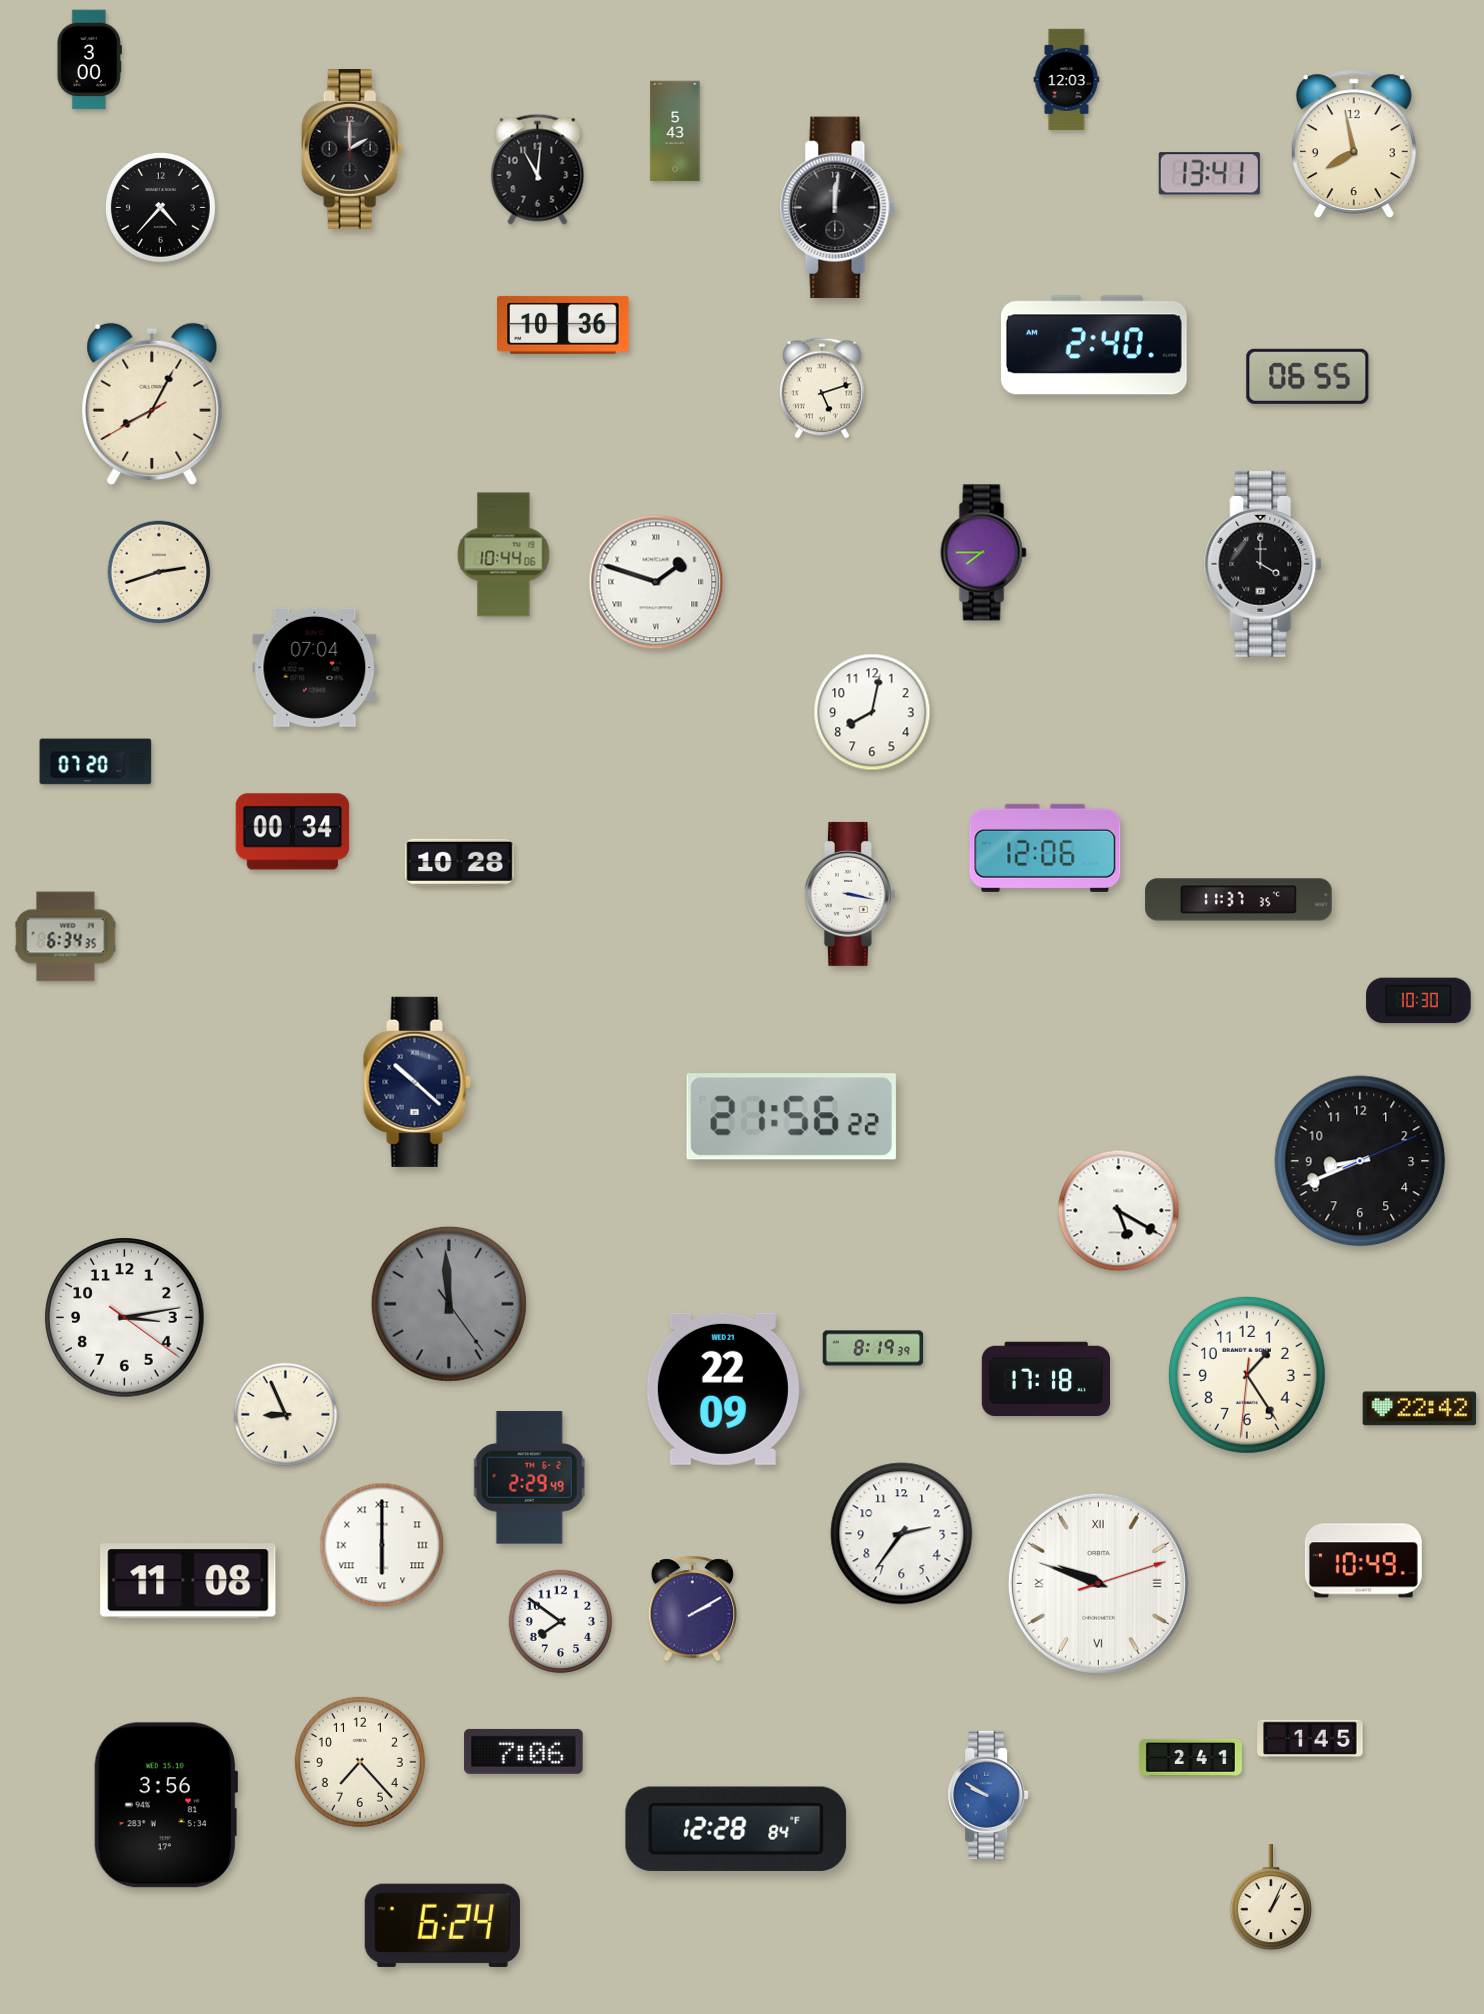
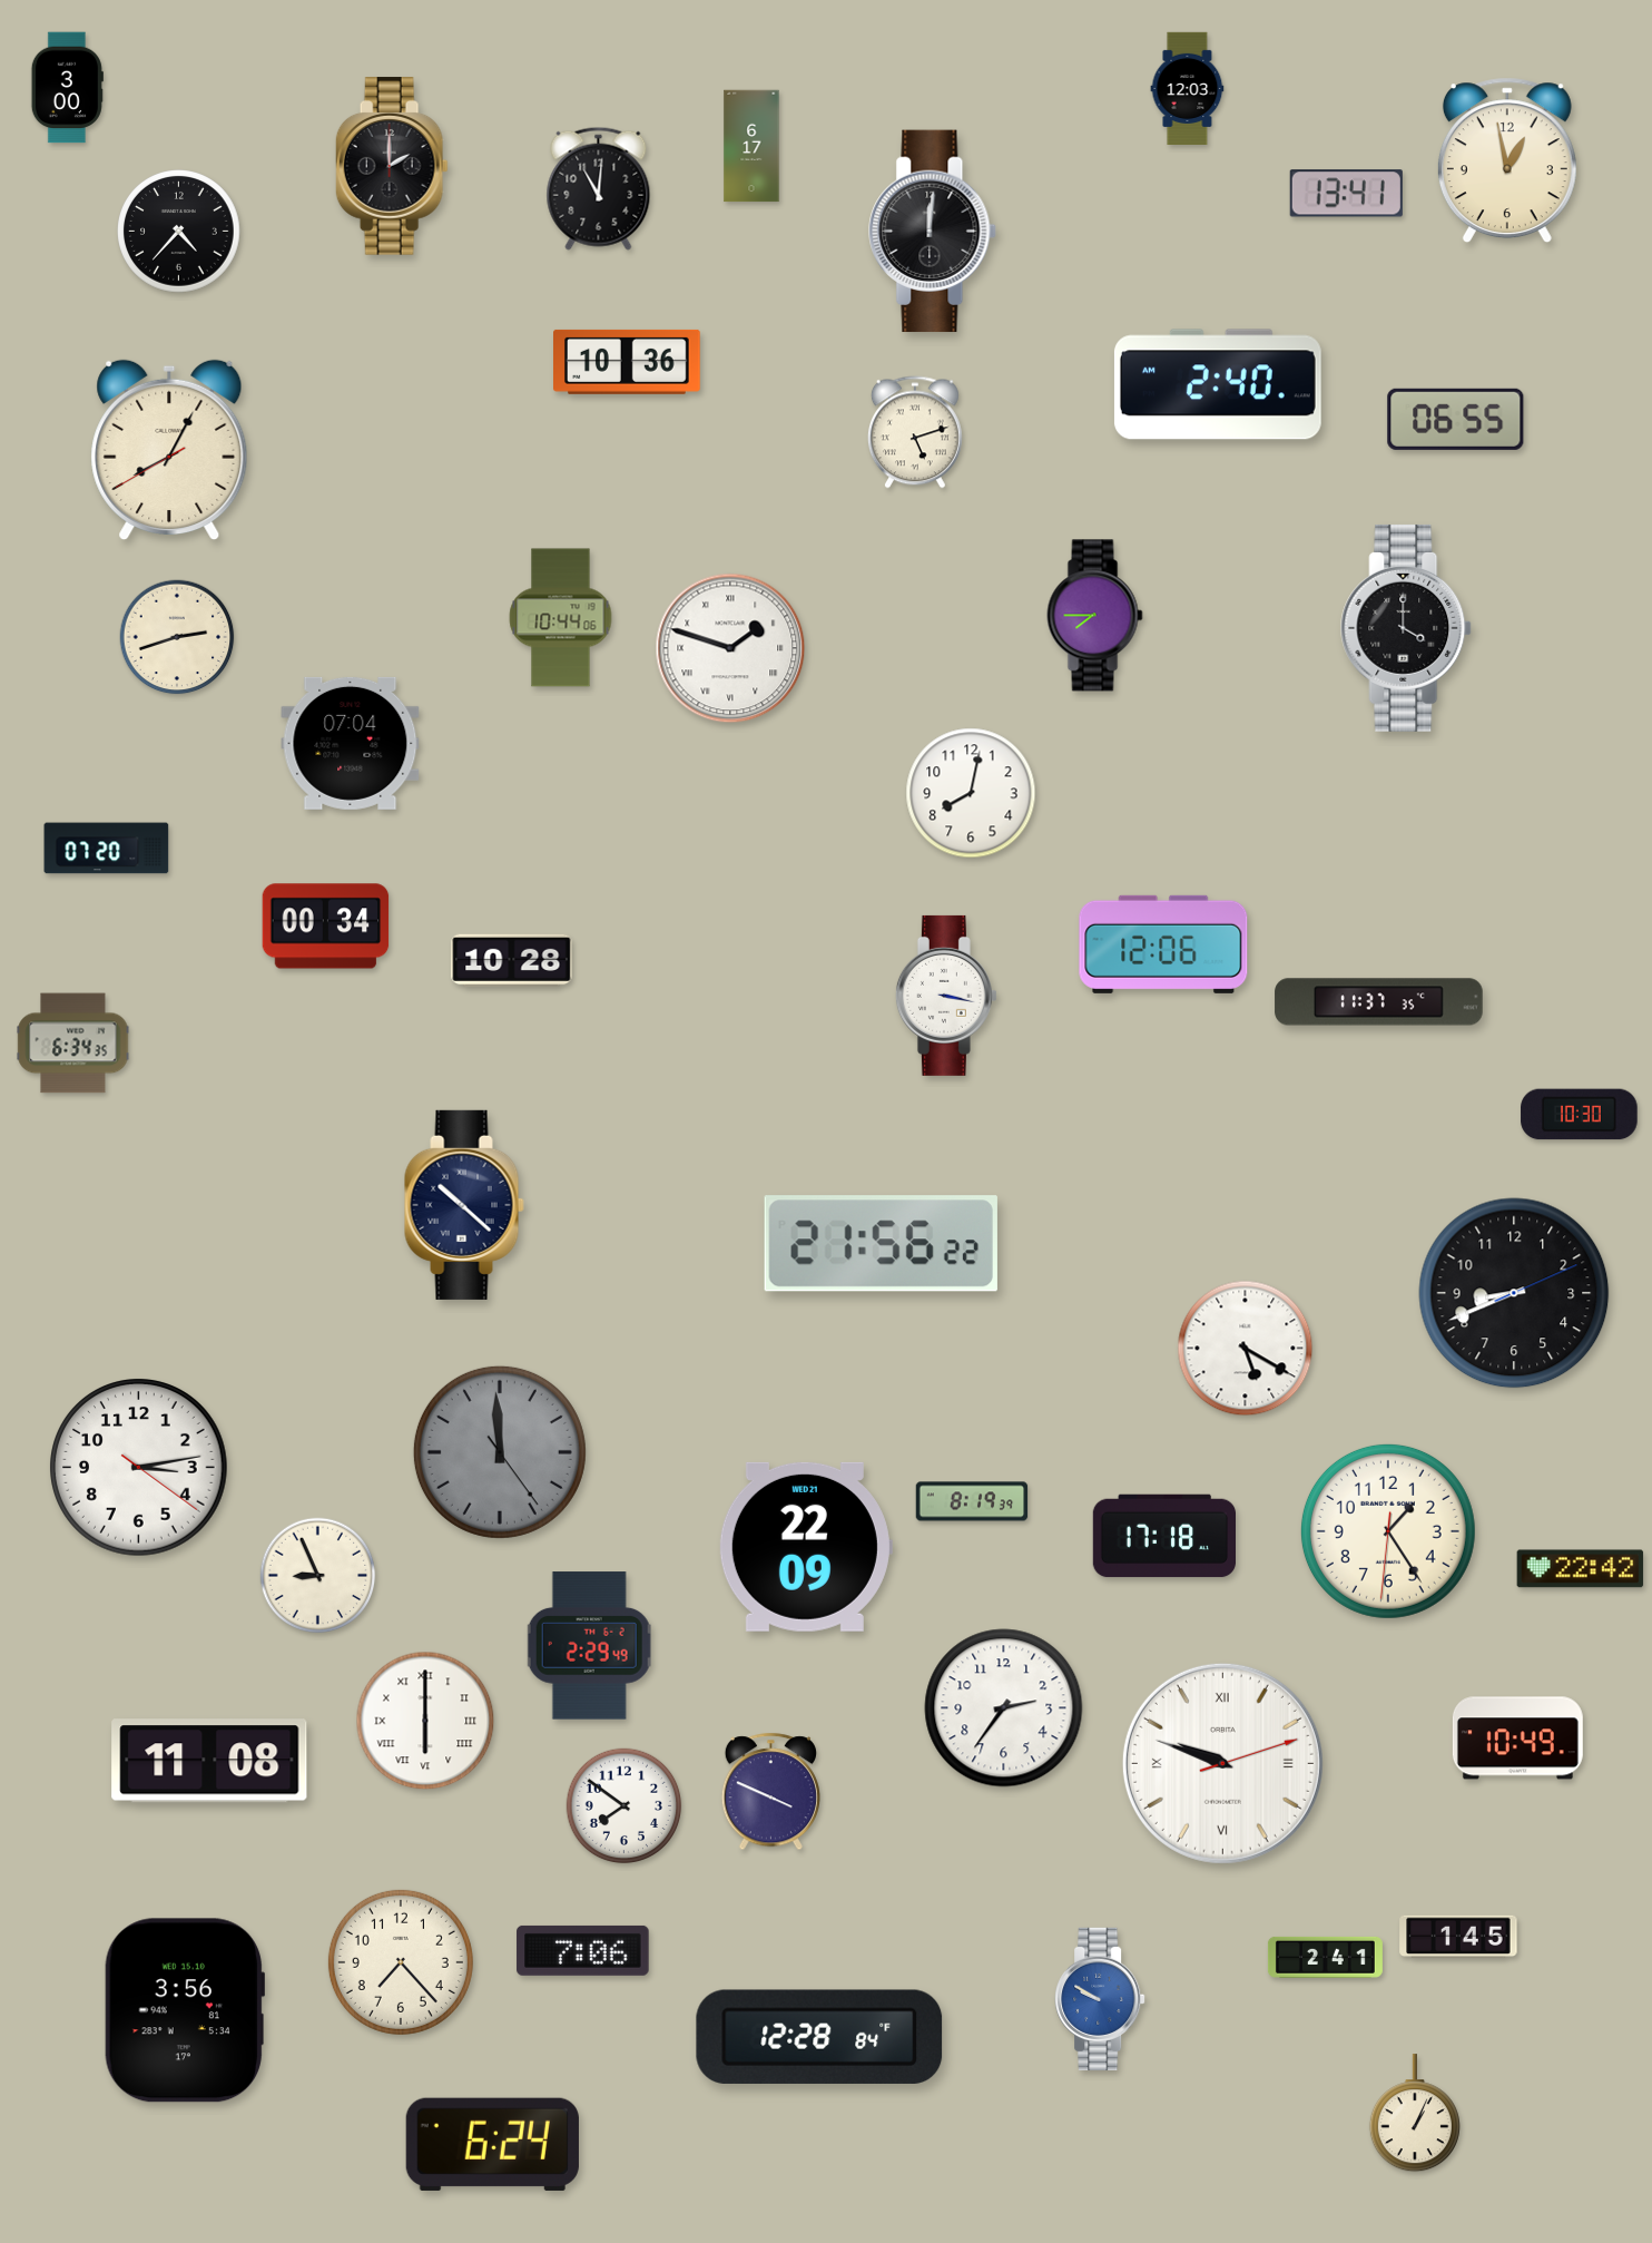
clock at (89, 60) position: (89, 60) -> (67, 88)
clock at (675, 131): 5:43 -> 6:17
clock at (1354, 144): 7:58 -> 12:58
clock at (692, 1609): 2:10 -> 3:49
